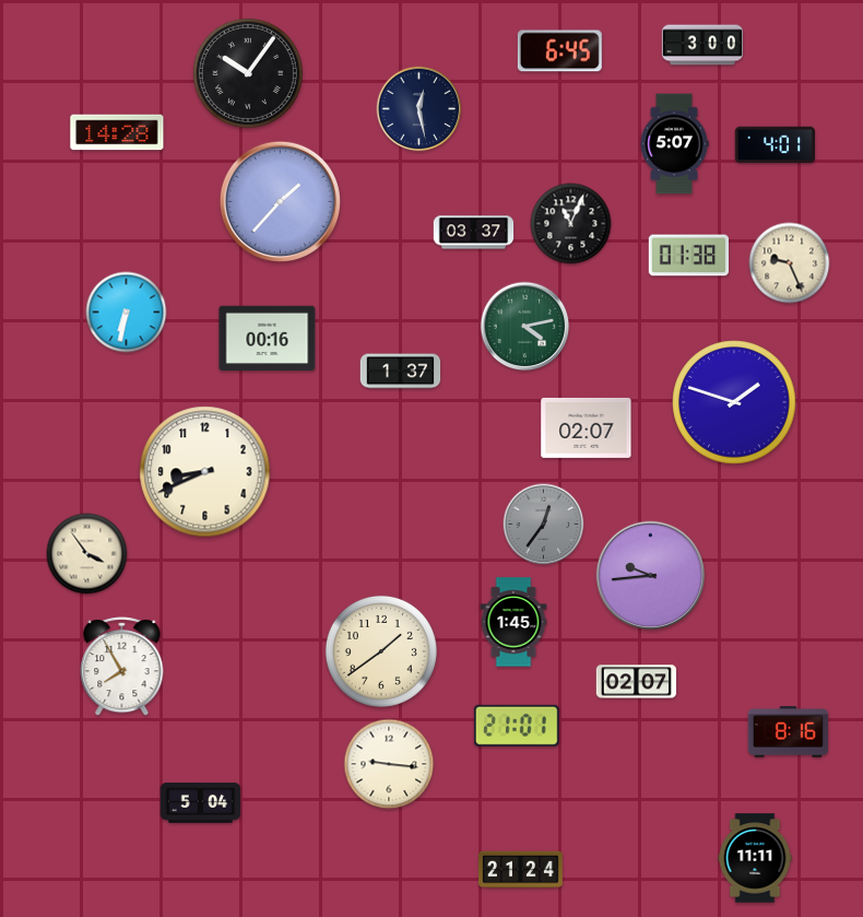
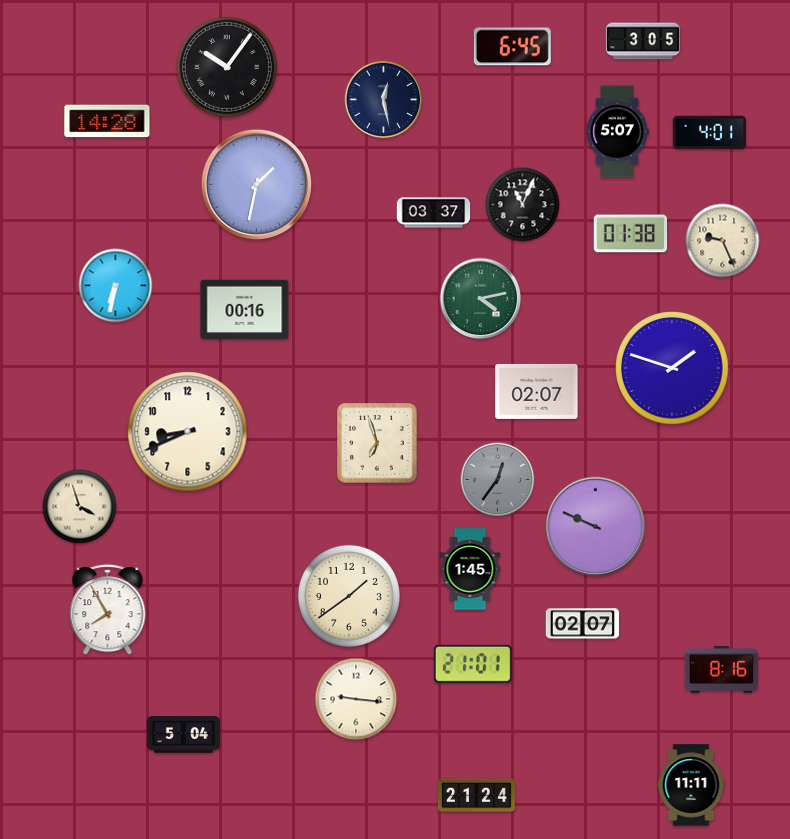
clock at (702, 45): 3:00 -> 3:05
clock at (280, 201): 1:37 -> 1:32
clock at (401, 372): 1:37 -> none
clock at (377, 443): none -> 6:57
clock at (87, 554): 3:54 -> 3:57
clock at (651, 576): 9:44 -> 9:49
clock at (122, 667) position: (122, 667) -> (108, 610)
